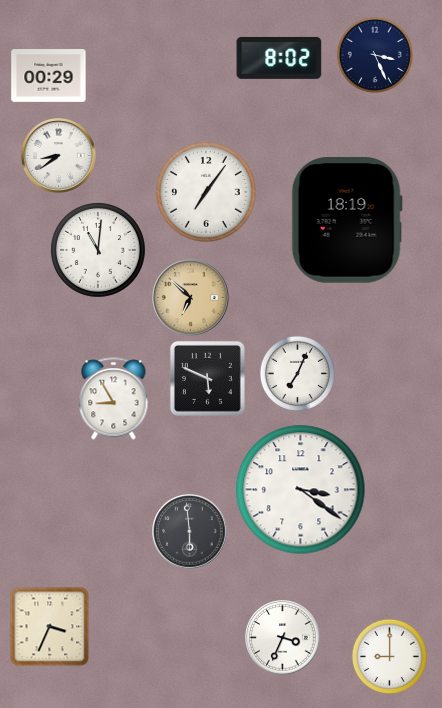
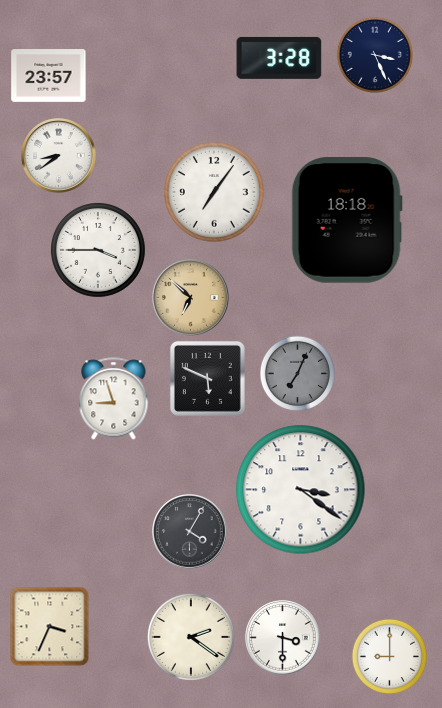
clock at (279, 58): 8:02 -> 3:28
clock at (49, 76): 00:29 -> 23:57
clock at (207, 193) position: (207, 193) -> (215, 193)
clock at (347, 220): 18:19 -> 18:18
clock at (98, 250): 11:01 -> 3:45
clock at (297, 373) dial: white -> grey
clock at (114, 399): 8:55 -> 8:57
clock at (190, 532): 5:59 -> 4:05
clock at (191, 637): none -> 2:21
clock at (283, 638): 3:34 -> 3:30
